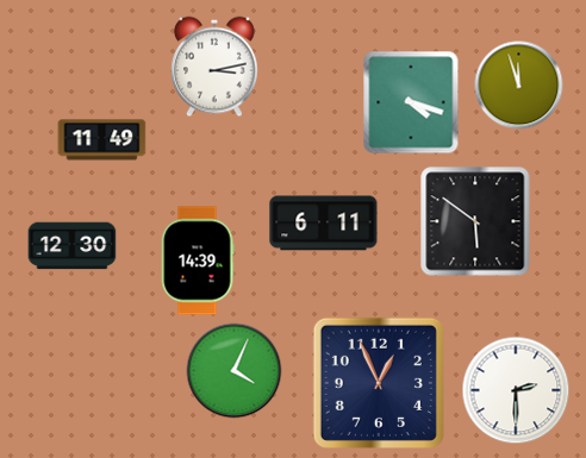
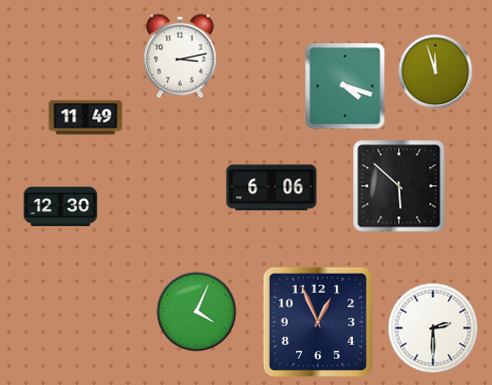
clock at (475, 221): 5:51 -> 5:52
clock at (324, 224): 6:11 -> 6:06
clock at (198, 261): 14:39 -> none
